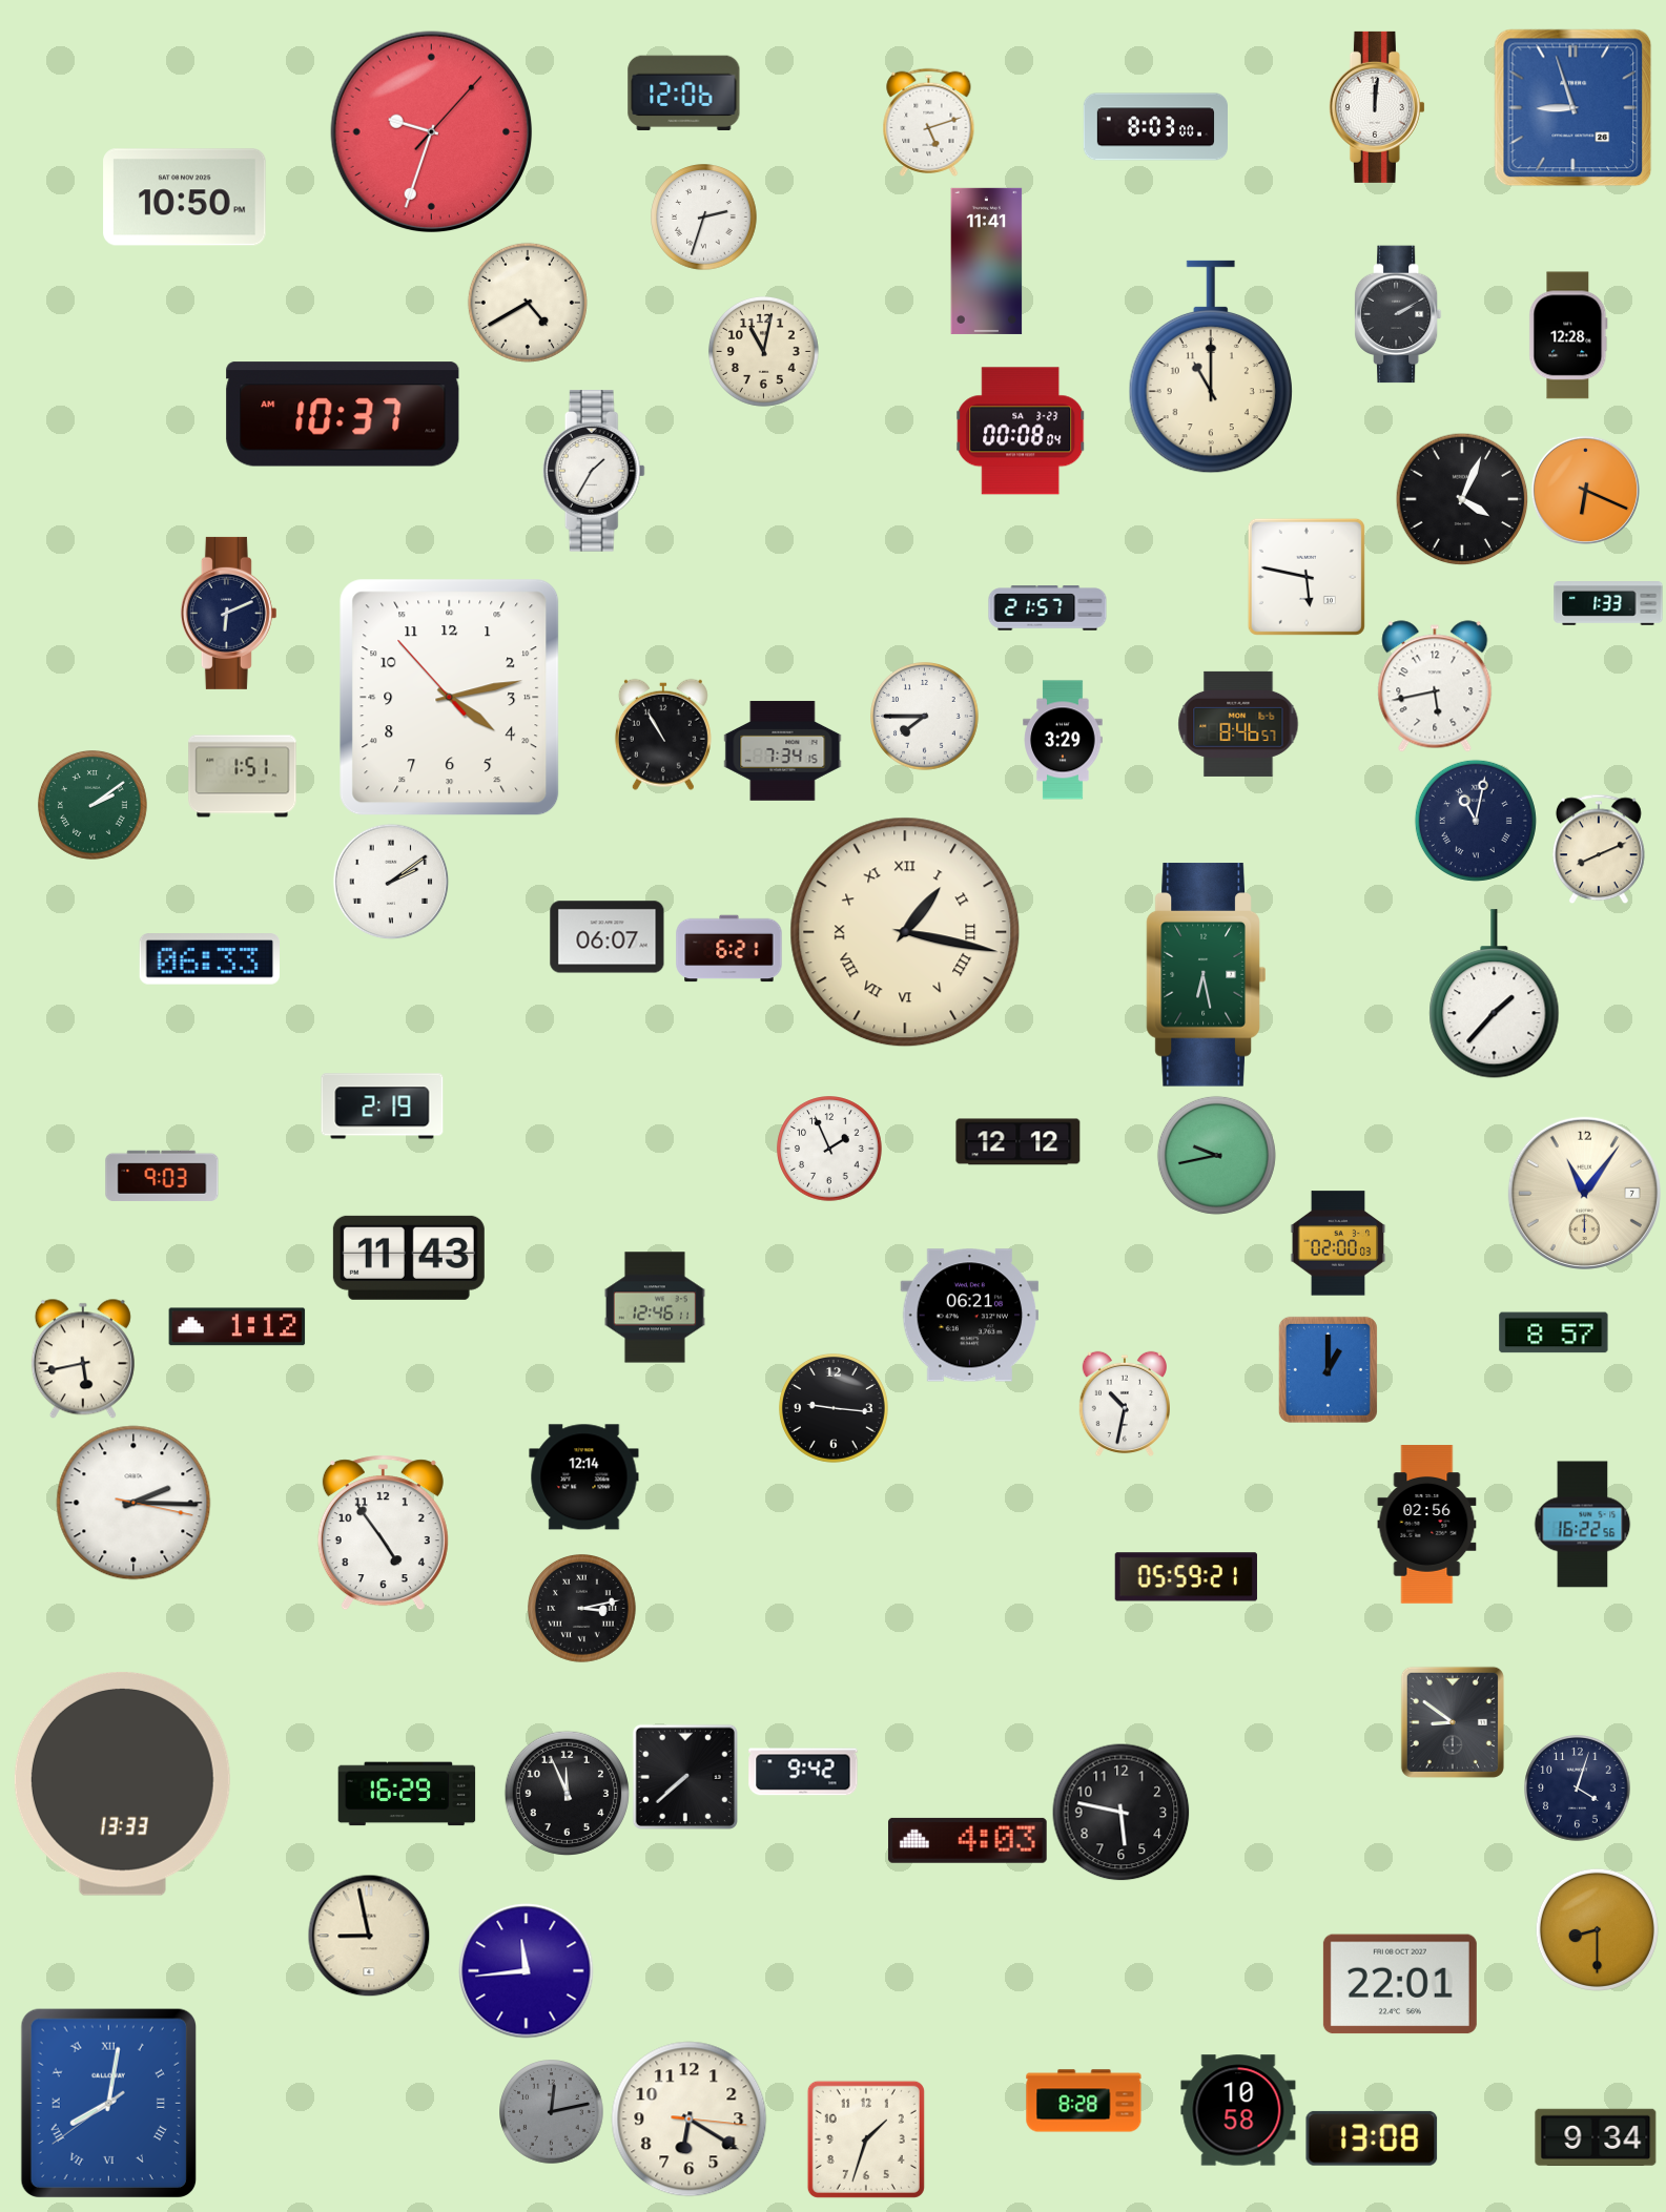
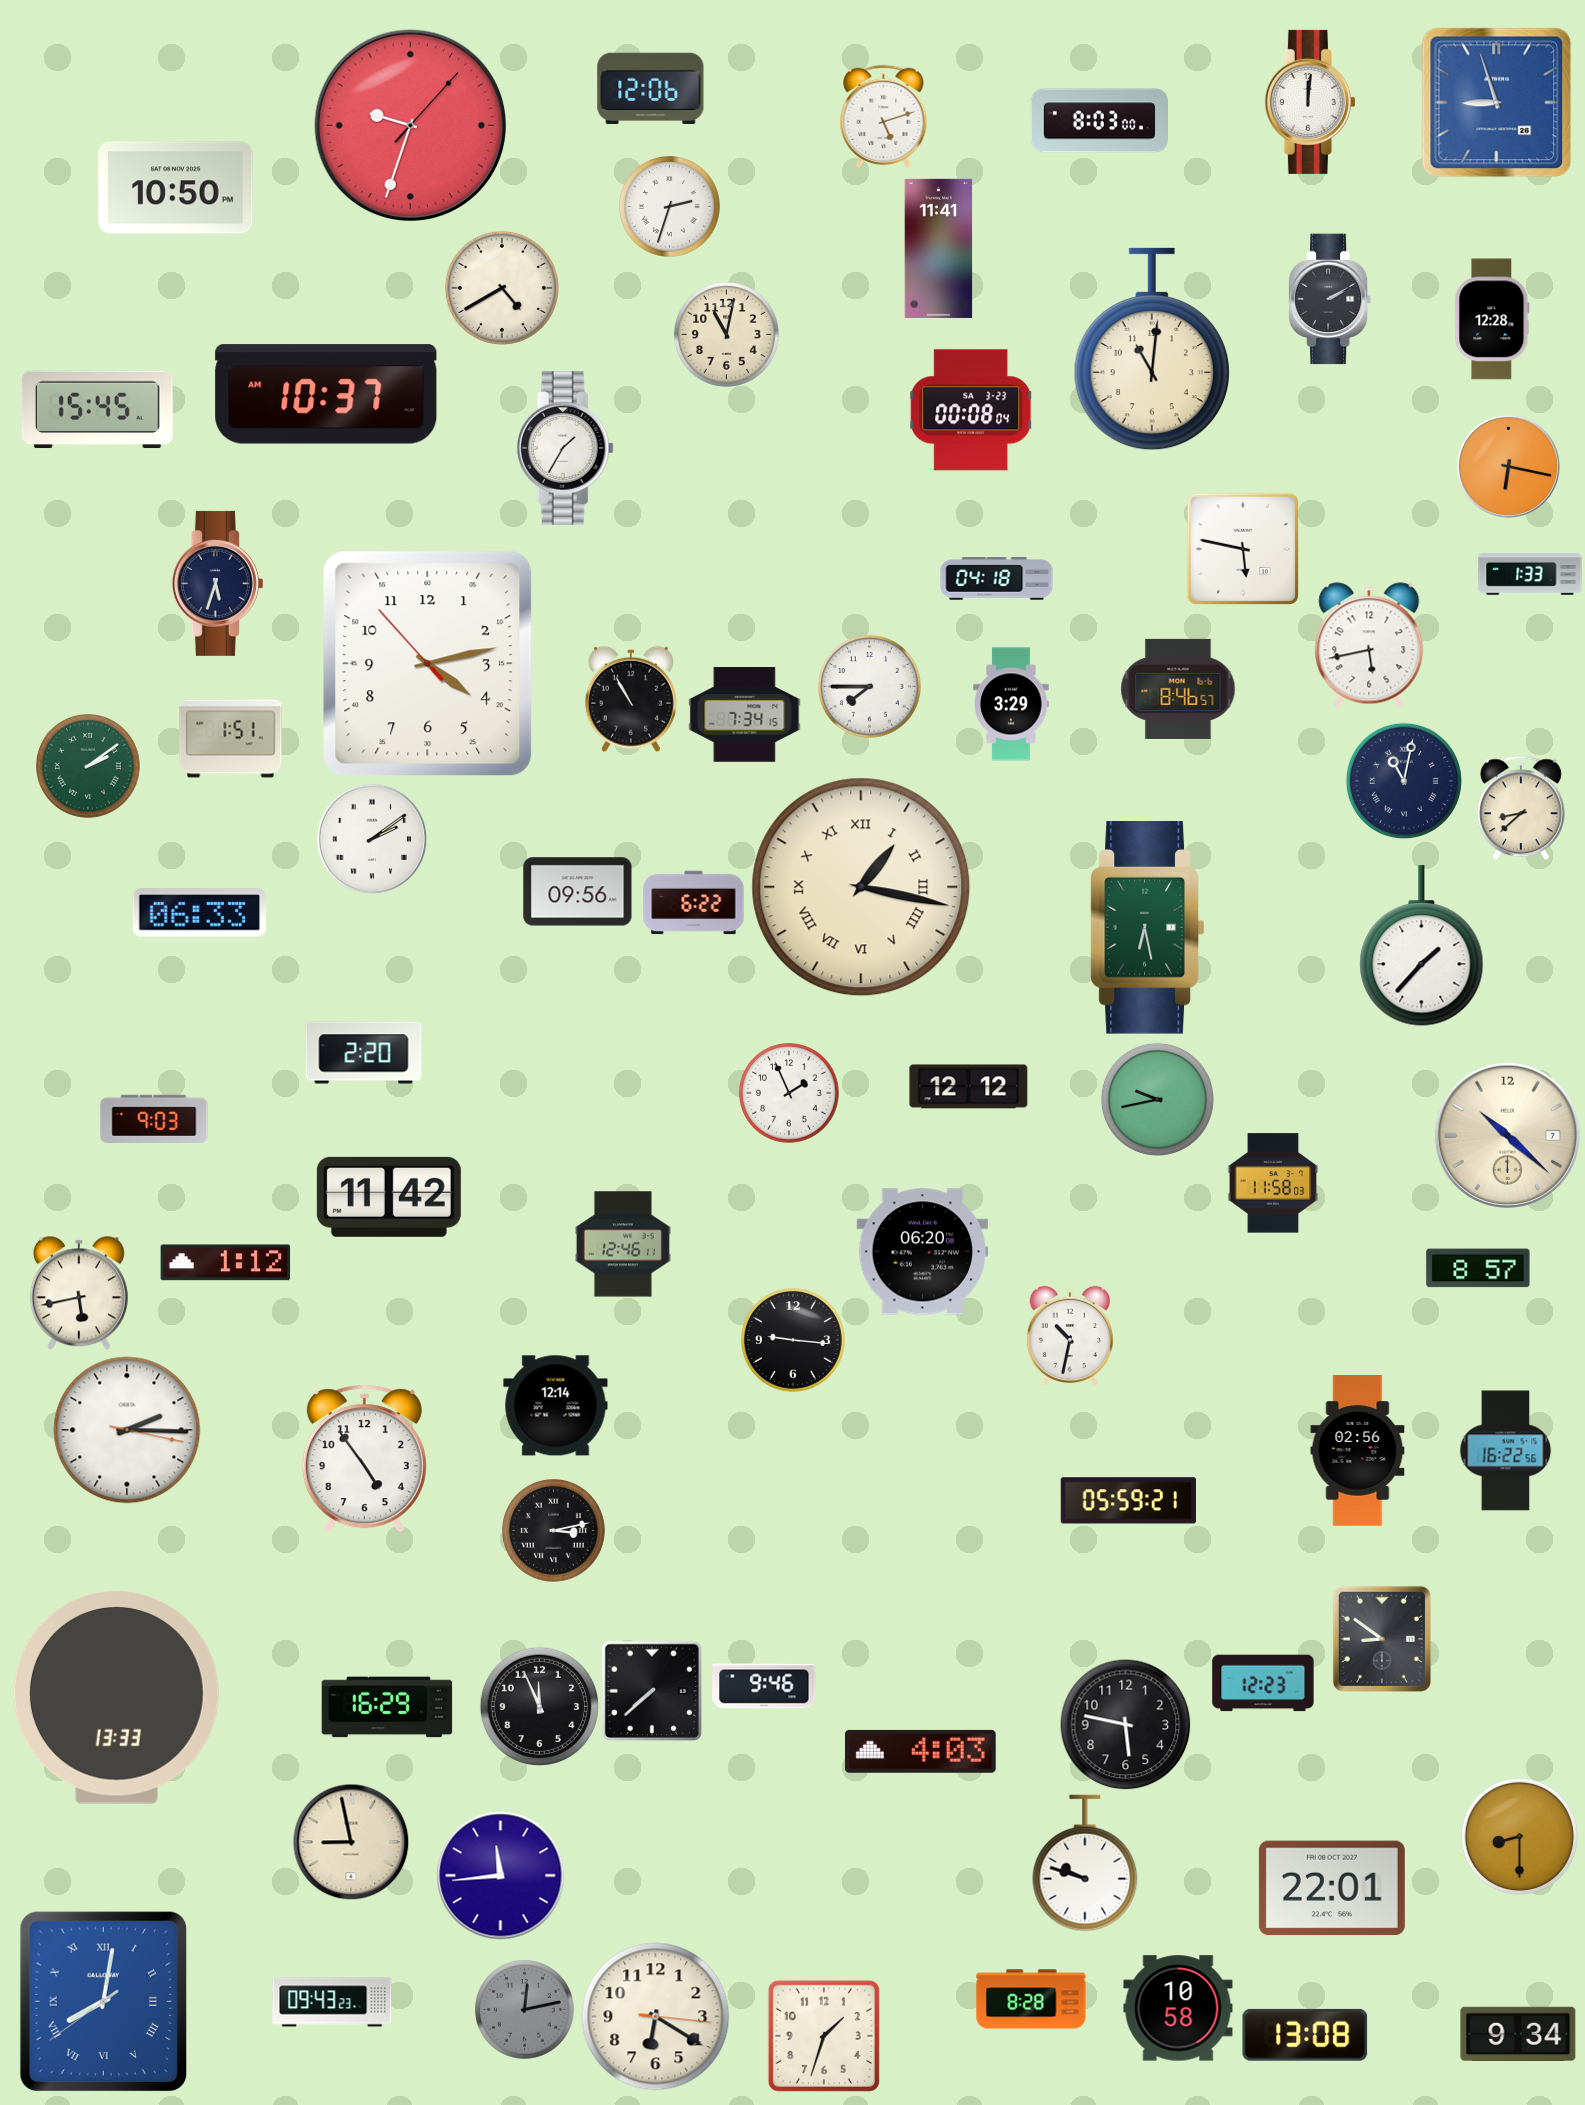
clock at (1211, 367): 11:00 -> 11:01
clock at (97, 410): none -> 15:45
clock at (1585, 490): 6:19 -> 6:17
clock at (1462, 499): 4:04 -> none
clock at (1048, 608): 21:57 -> 04:18
clock at (228, 613): 6:11 -> 5:33
clock at (1435, 686) position: (1435, 686) -> (1369, 645)
clock at (925, 717) position: (925, 717) -> (870, 687)
clock at (1600, 849): 8:11 -> 8:38
clock at (608, 937): 06:07 -> 09:56
clock at (729, 949): 6:21 -> 6:22
clock at (383, 1107): 2:19 -> 2:20
clock at (1584, 1193): 11:06 -> 10:22
clock at (1338, 1243): 02:00 -> 11:58
clock at (409, 1258): 11:43 -> 11:42
clock at (970, 1316): 06:21 -> 06:20
clock at (1328, 1369): 1:00 -> none
clock at (1263, 1683): none -> 12:23
clock at (803, 1772): 9:42 -> 9:46
clock at (1578, 1789): 4:03 -> none
clock at (1122, 1813) position: (1122, 1813) -> (1126, 1725)
clock at (1085, 1863): none -> 9:48
clock at (332, 2002): none -> 09:43
